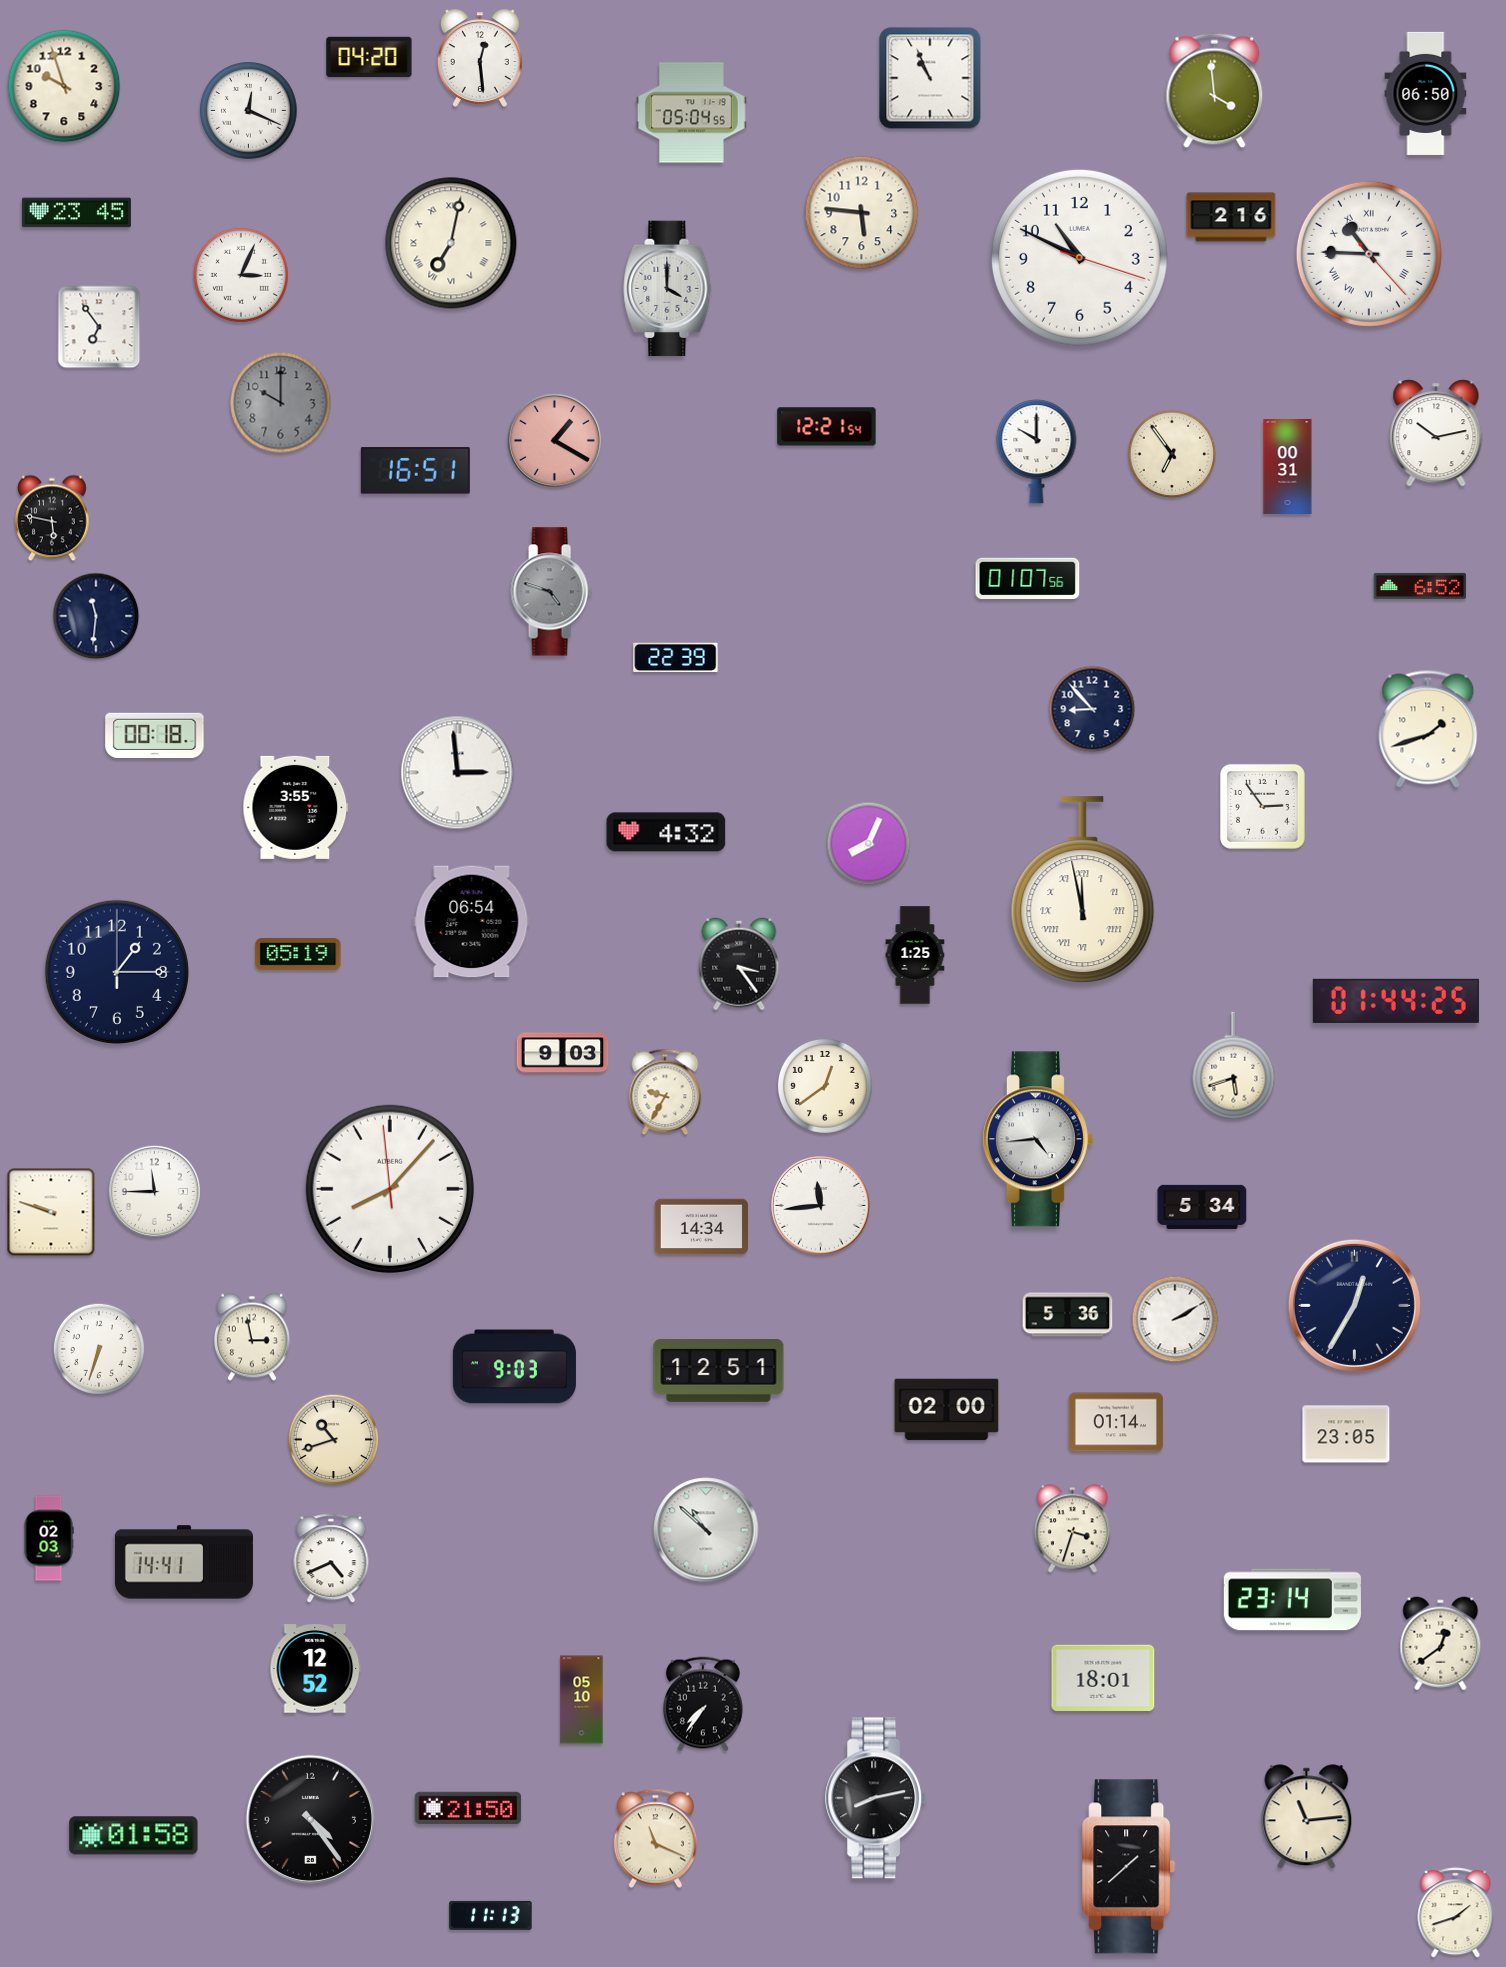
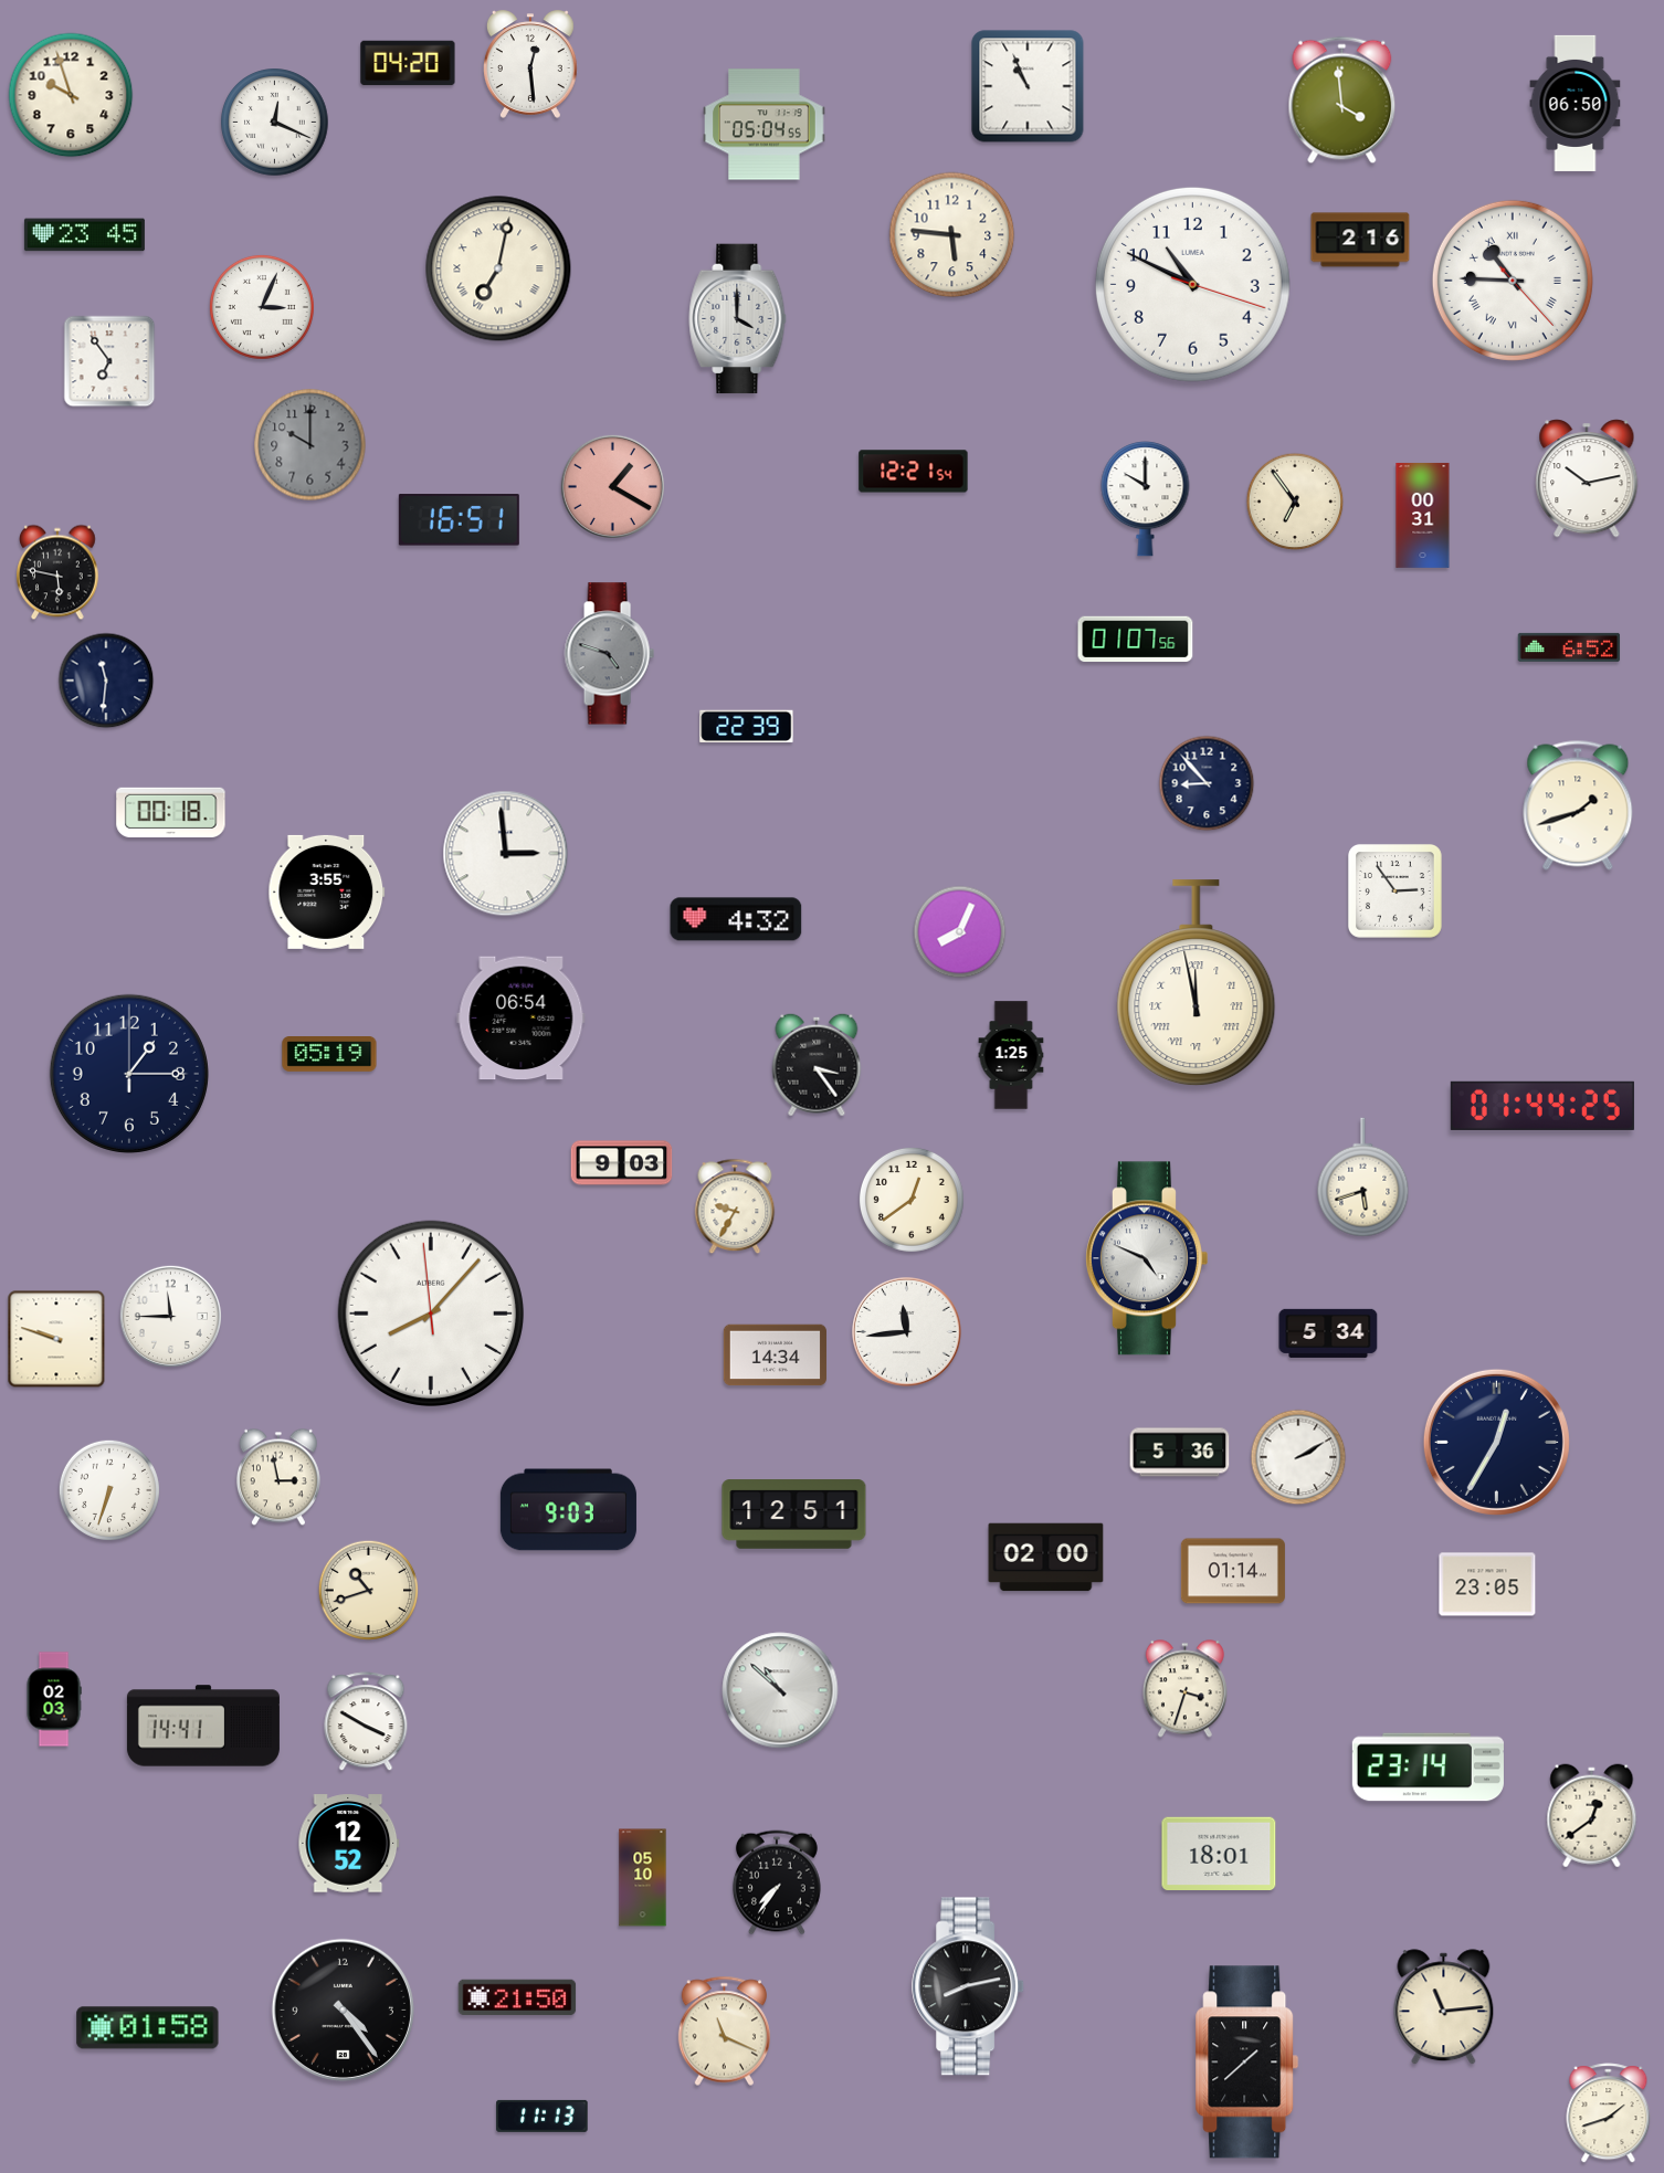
clock at (241, 275) position: (241, 275) -> (262, 307)
clock at (1037, 1139): 4:44 -> 4:49
clock at (331, 1559): 4:41 -> 3:50
